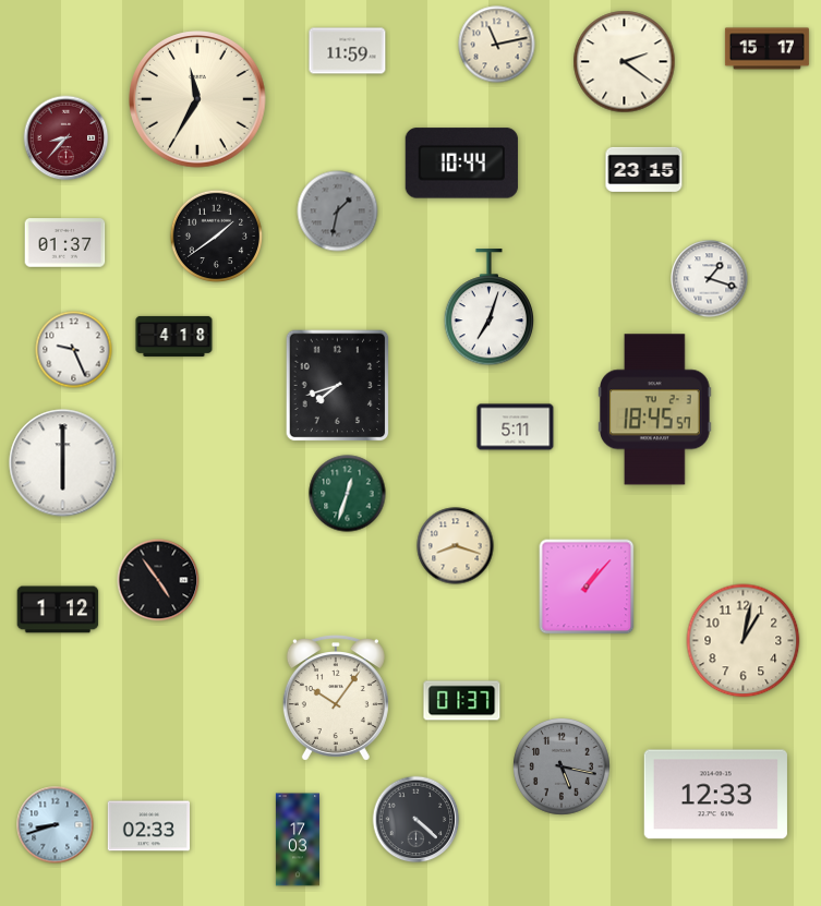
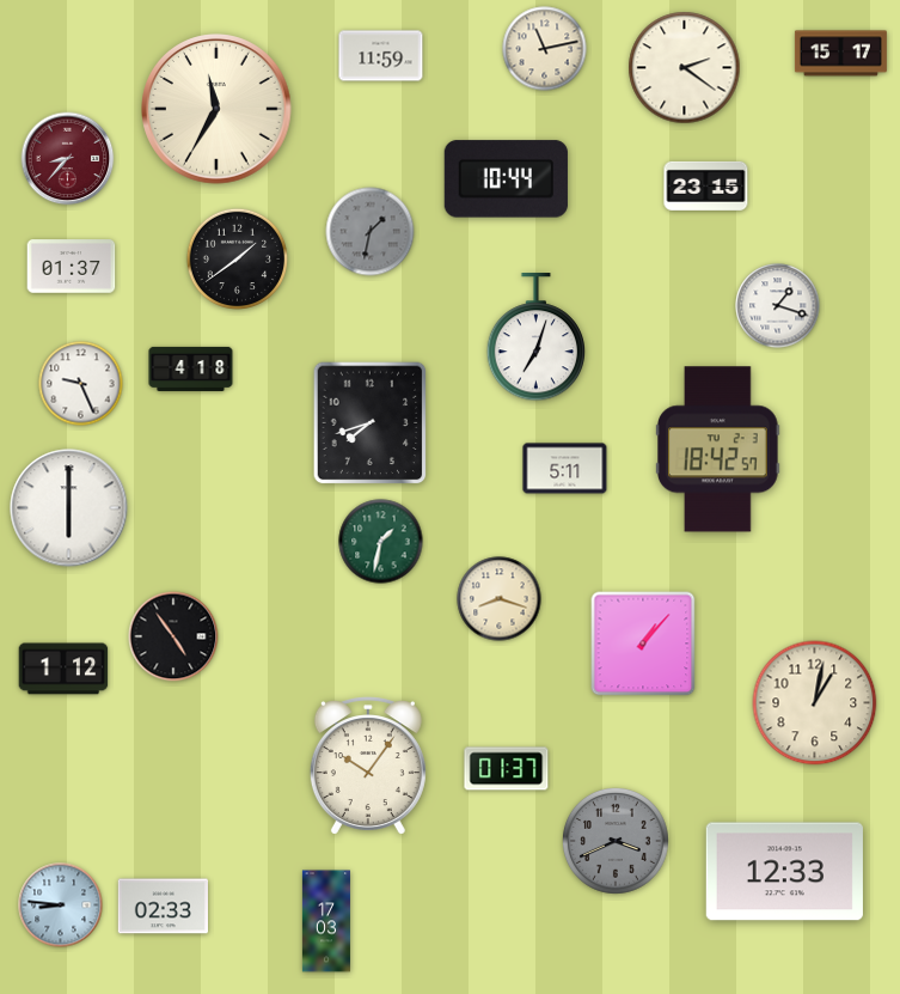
clock at (67, 138) position: (67, 138) -> (68, 159)
clock at (655, 410): 18:45 -> 18:42
clock at (348, 494): 12:33 -> 1:32
clock at (563, 768): 5:17 -> 3:41
clock at (416, 820): 4:22 -> none
clock at (56, 825): 8:42 -> 8:46
